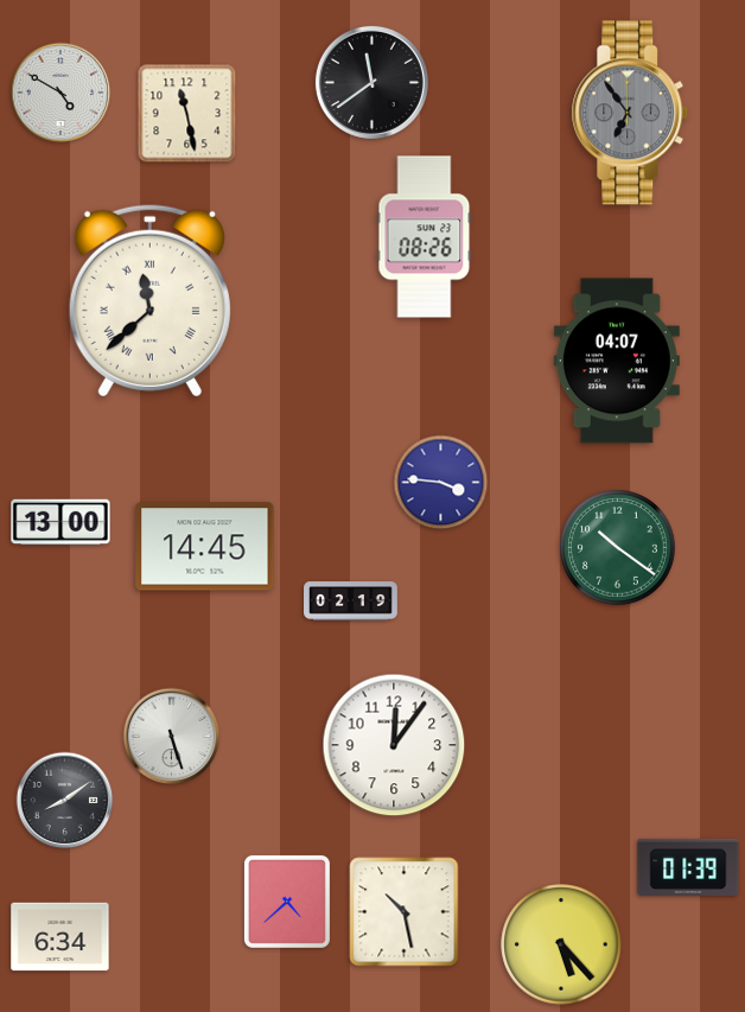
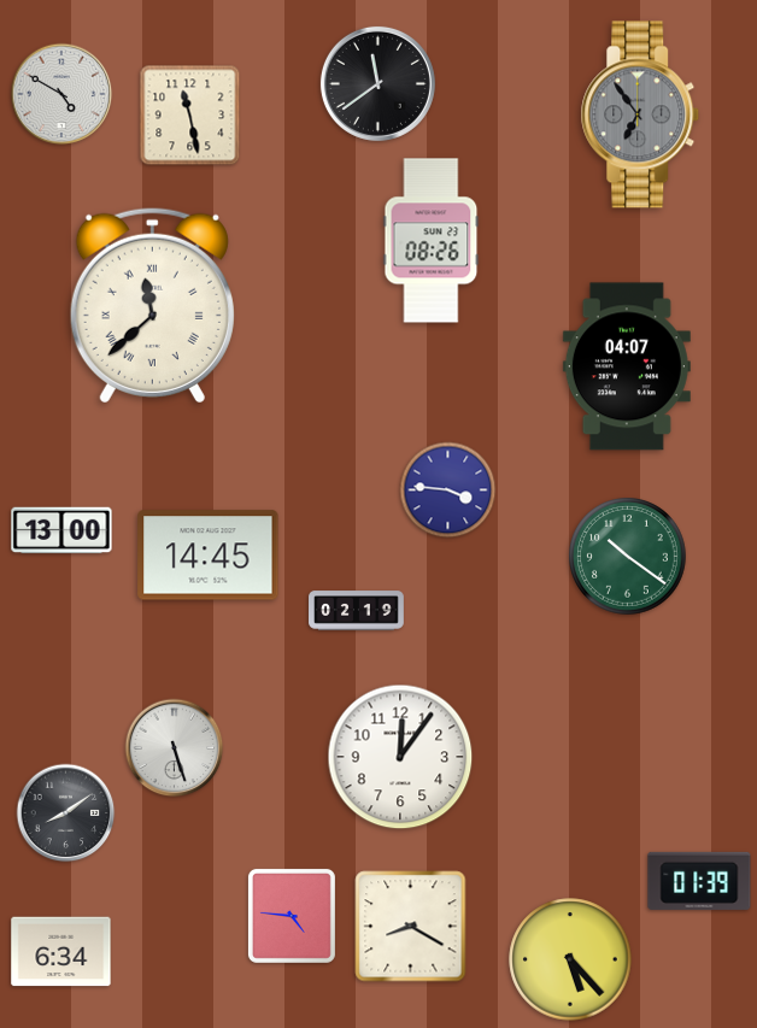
clock at (287, 902): 4:38 -> 4:46
clock at (405, 912): 10:28 -> 8:20
